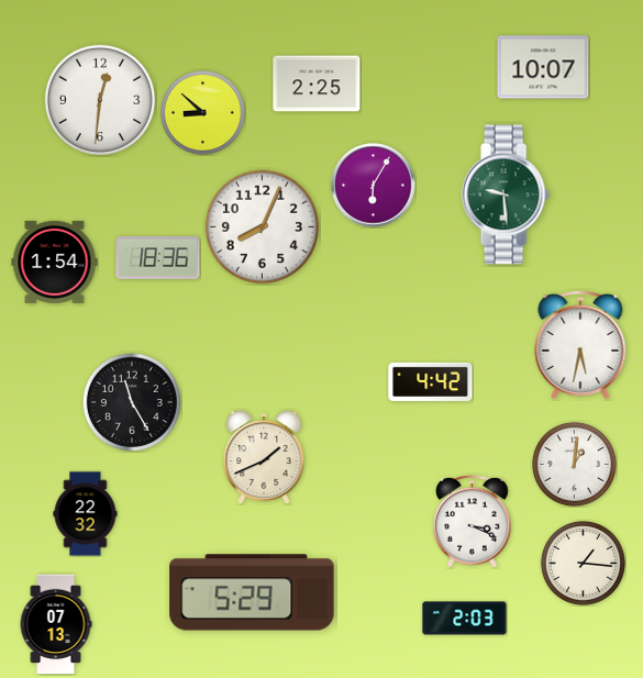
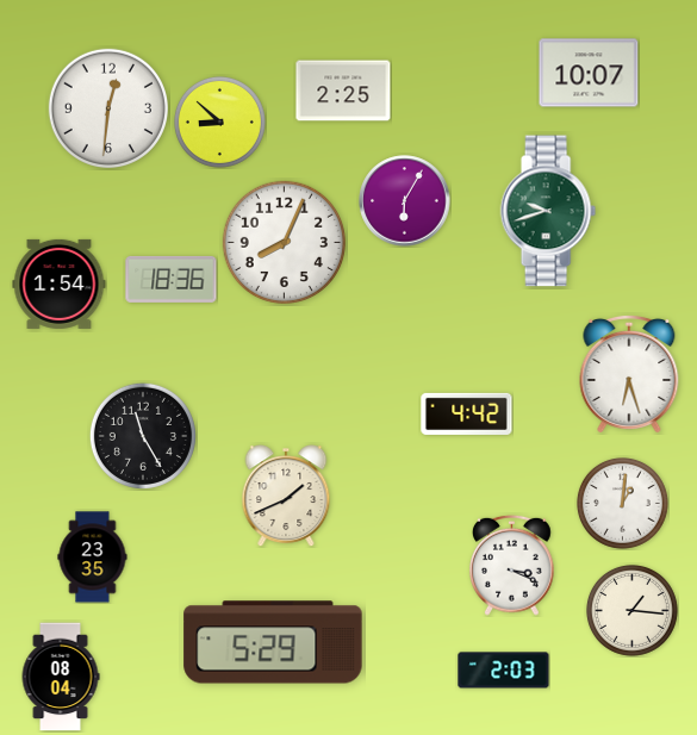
clock at (506, 194): 9:29 -> 9:42
clock at (262, 226) position: (262, 226) -> (284, 242)
clock at (580, 345): 5:32 -> 6:27
clock at (86, 514): 22:32 -> 23:35
clock at (56, 624): 07:13 -> 08:04
